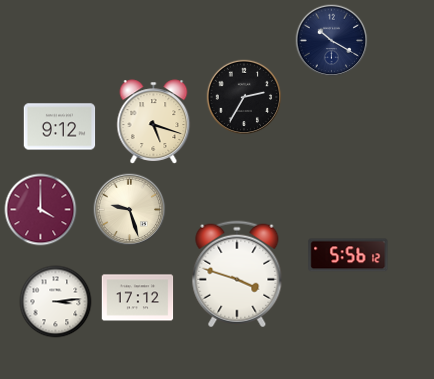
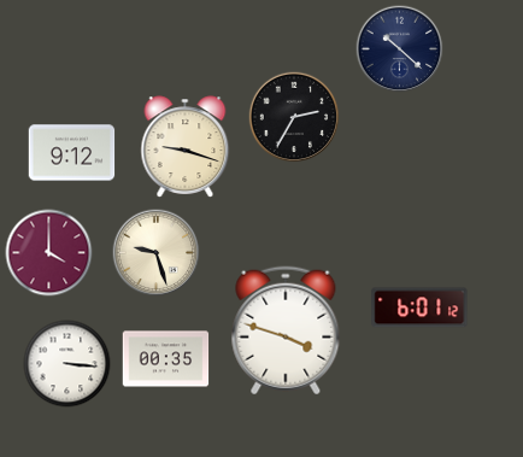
clock at (332, 41): 10:20 -> 10:22
clock at (154, 122): 5:18 -> 9:18
clock at (348, 255): 5:56 -> 6:01
clock at (138, 298): 17:12 -> 00:35
clock at (56, 302): 3:14 -> 3:16
